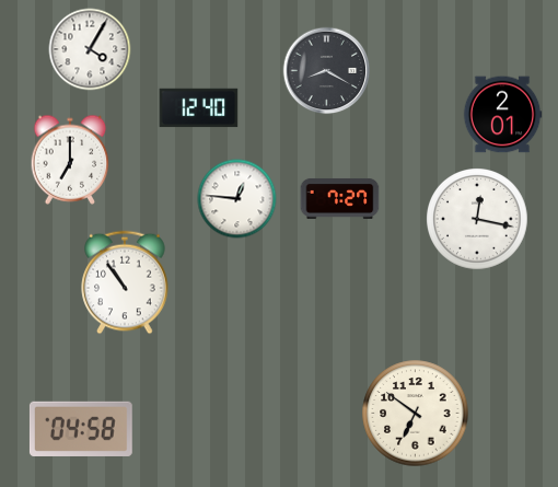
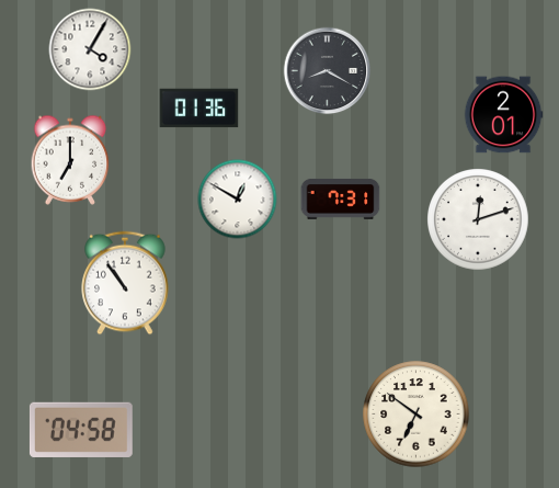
clock at (199, 108): 12:40 -> 01:36
clock at (340, 198): 7:27 -> 7:31
clock at (237, 199): 12:46 -> 12:50
clock at (478, 220): 12:17 -> 12:12
